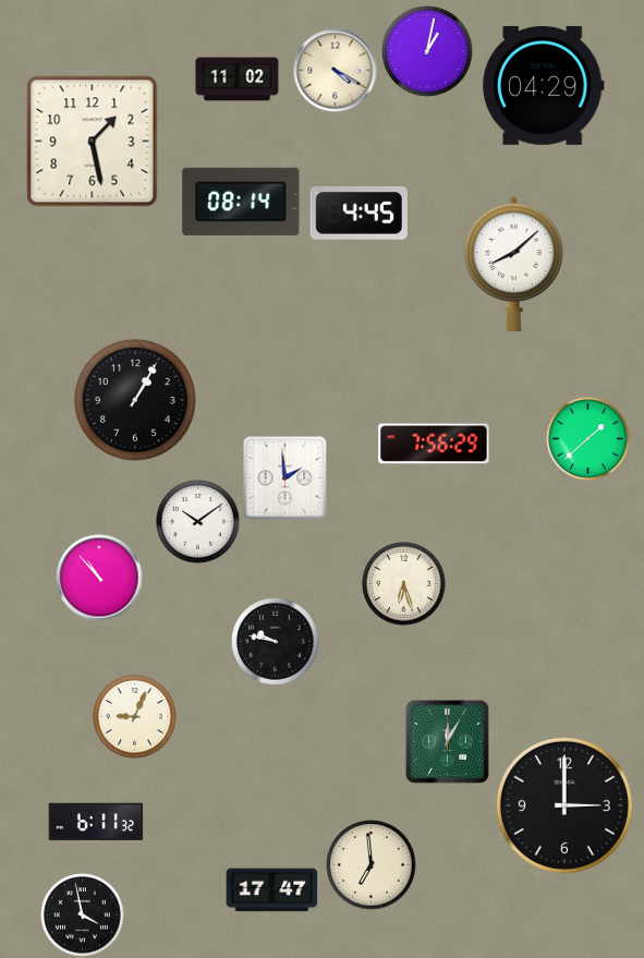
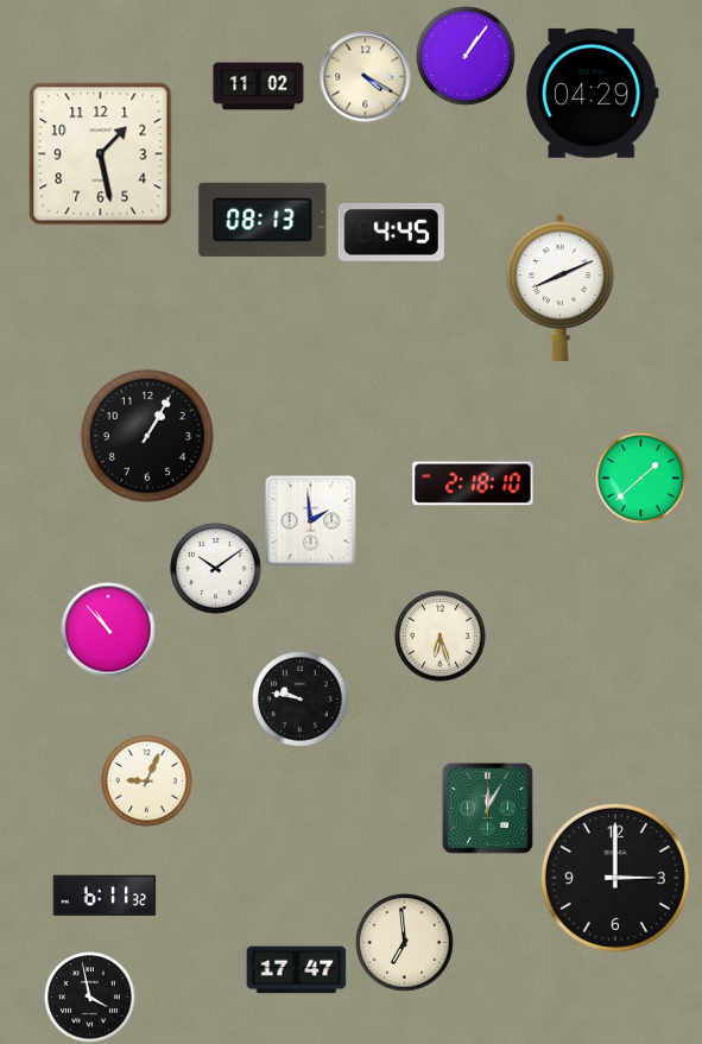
clock at (427, 51): 1:02 -> 1:06
clock at (241, 202): 08:14 -> 08:13
clock at (513, 265): 8:08 -> 8:11
clock at (434, 444): 7:56 -> 2:18
